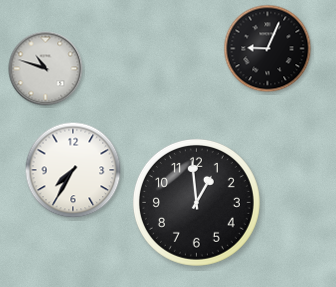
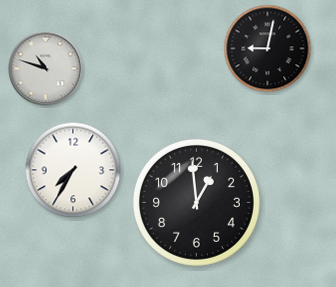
clock at (268, 49): 9:04 -> 9:02
